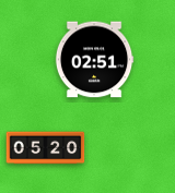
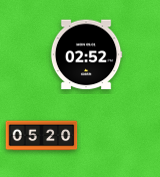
clock at (94, 60): 02:51 -> 02:52
